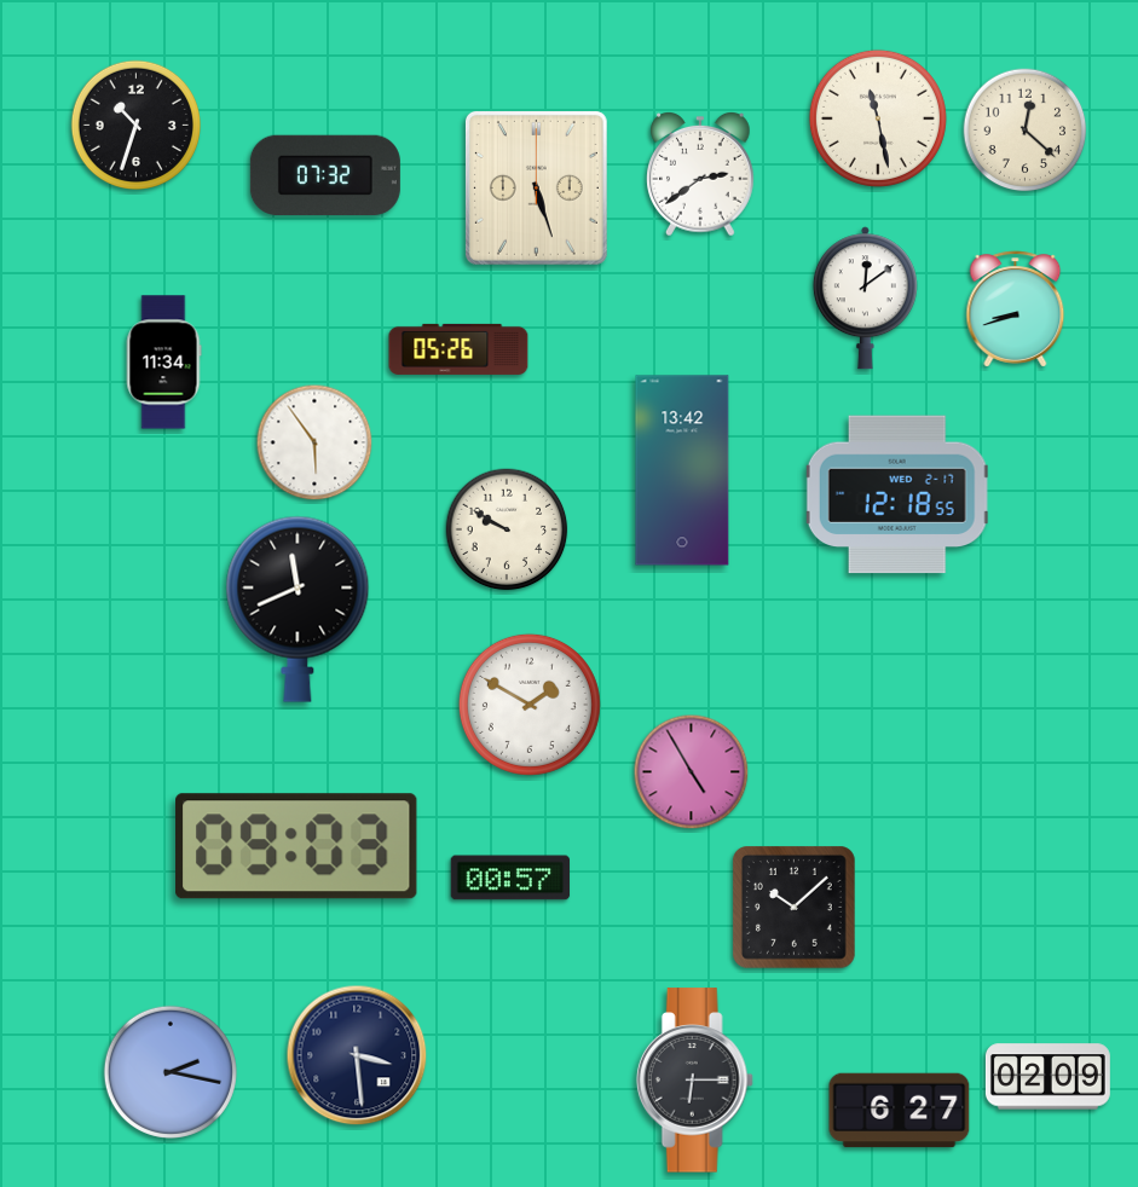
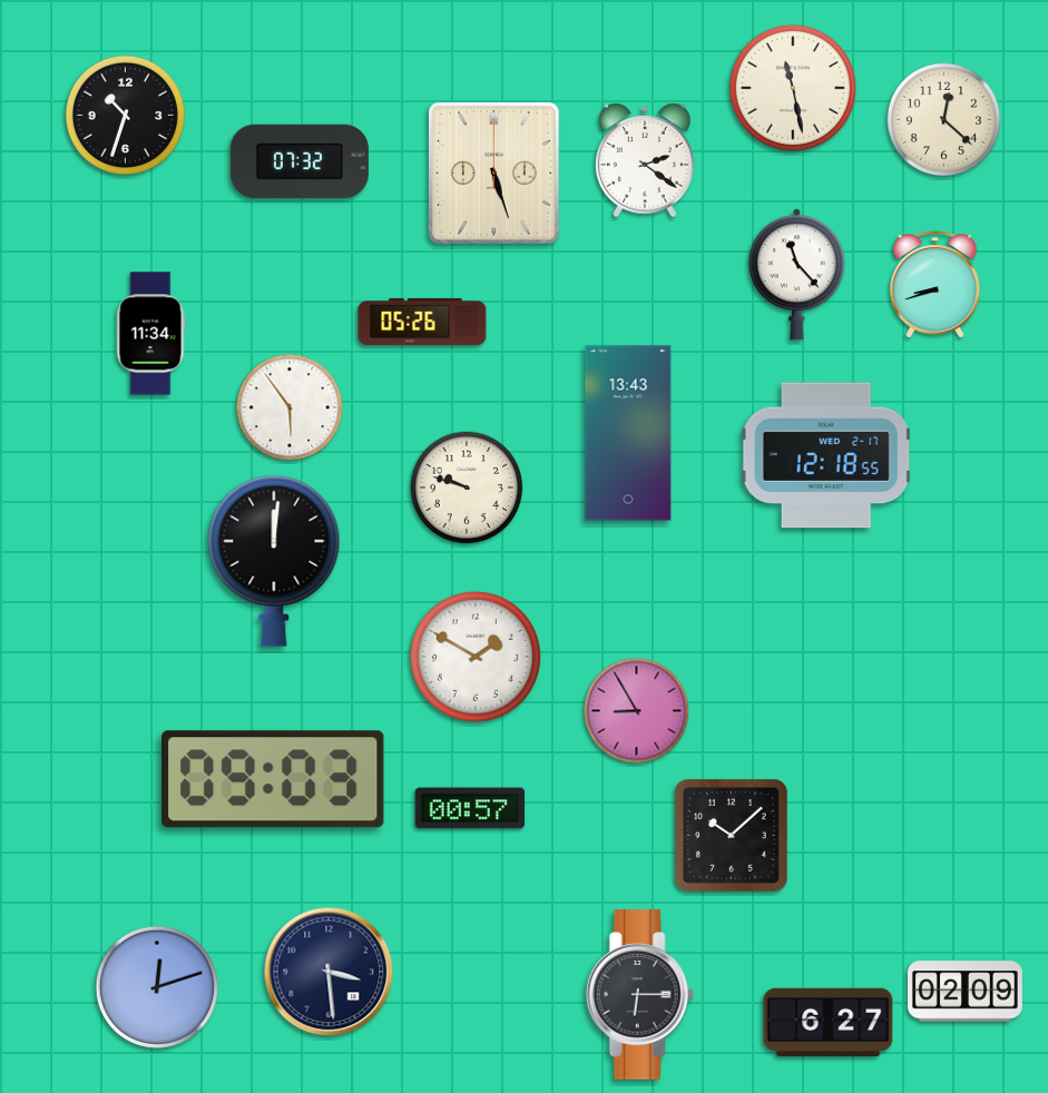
clock at (878, 118) position: (878, 118) -> (793, 88)
clock at (700, 175): 2:39 -> 2:21
clock at (865, 299): 12:09 -> 11:23
clock at (682, 470): 13:42 -> 13:43
clock at (507, 529): 9:50 -> 9:48
clock at (298, 609): 11:41 -> 12:01
clock at (530, 705) position: (530, 705) -> (476, 657)
clock at (692, 772): 4:55 -> 8:55
clock at (171, 1072): 2:17 -> 12:12
